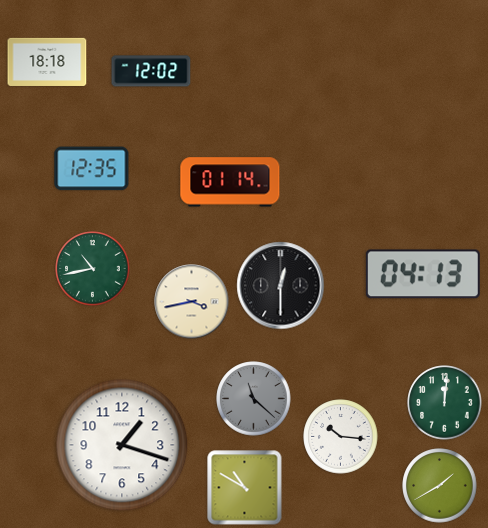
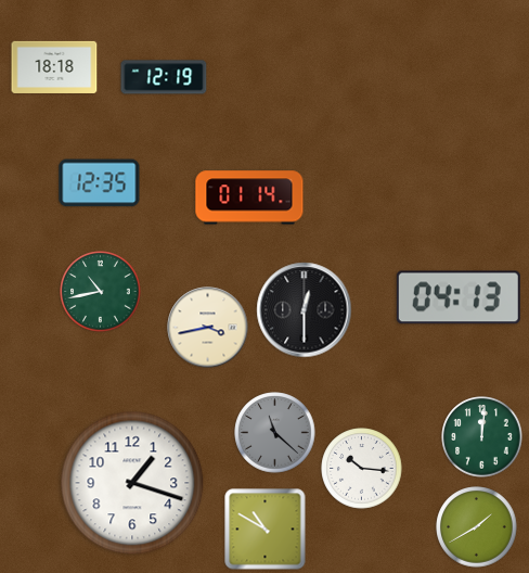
clock at (47, 62) position: (47, 62) -> (54, 67)
clock at (151, 71): 12:02 -> 12:19
clock at (341, 437) position: (341, 437) -> (362, 469)
